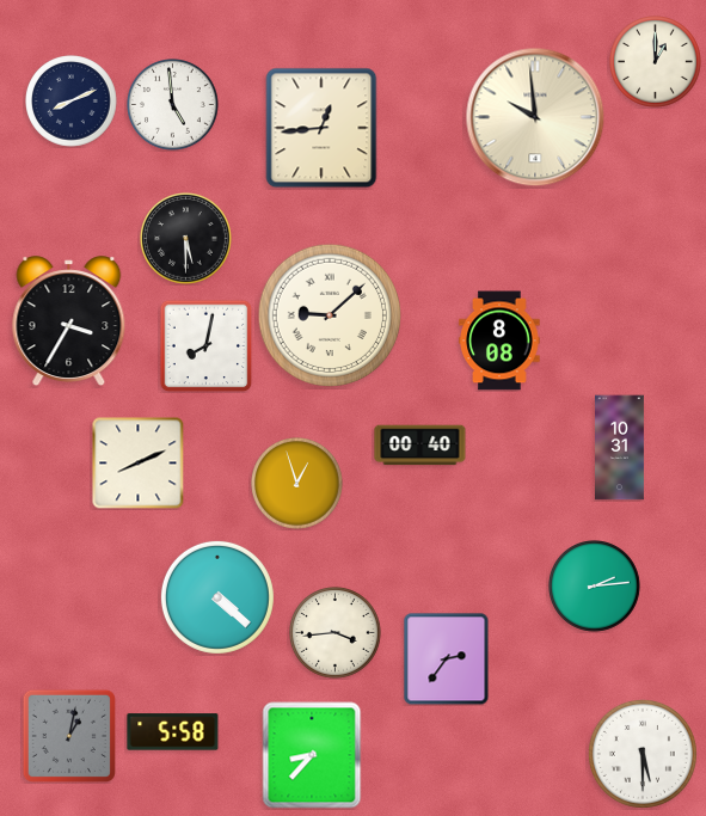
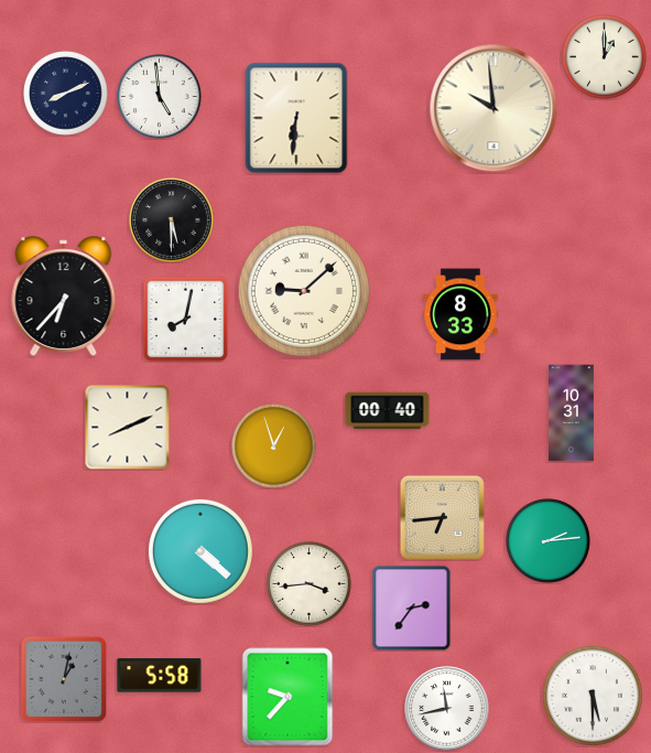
clock at (321, 128): 12:44 -> 6:31
clock at (69, 321): 3:35 -> 6:37
clock at (499, 340): 8:08 -> 8:33
clock at (205, 345) position: (205, 345) -> (185, 319)
clock at (442, 517): none -> 6:44
clock at (312, 755): 8:37 -> 9:37
clock at (447, 709): none -> 11:43
